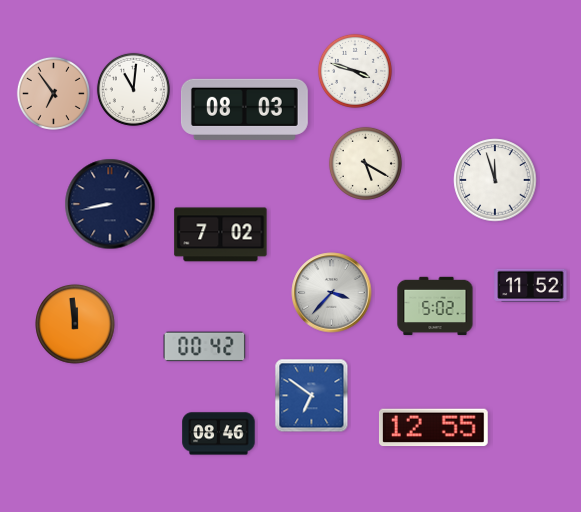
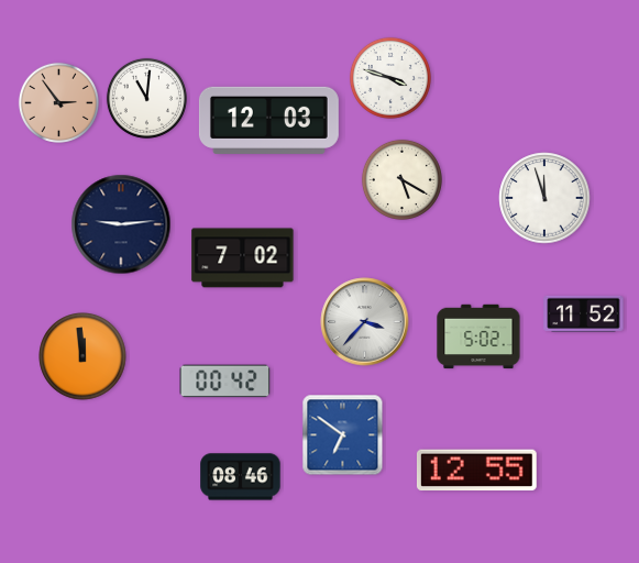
clock at (53, 93): 6:54 -> 2:54
clock at (244, 109): 08:03 -> 12:03
clock at (110, 204): 8:43 -> 9:14
